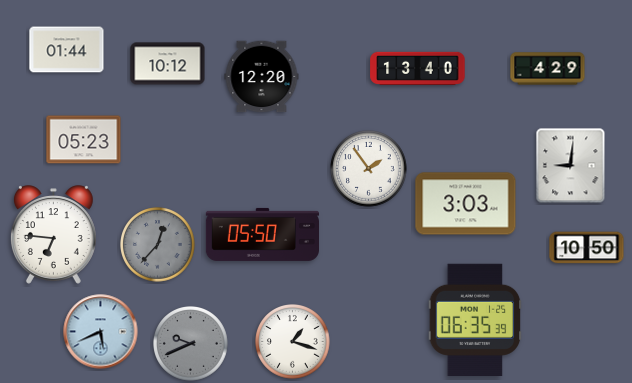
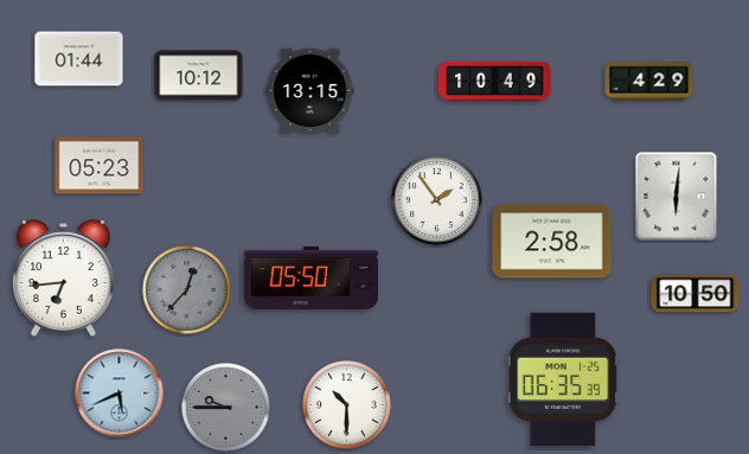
clock at (418, 68): 13:40 -> 10:49
clock at (262, 77): 12:20 -> 13:15
clock at (571, 166): 9:01 -> 6:01
clock at (466, 204): 3:03 -> 2:58
clock at (53, 235): 6:46 -> 6:44
clock at (293, 342): 1:18 -> 10:30
clock at (191, 344): 9:41 -> 9:45
